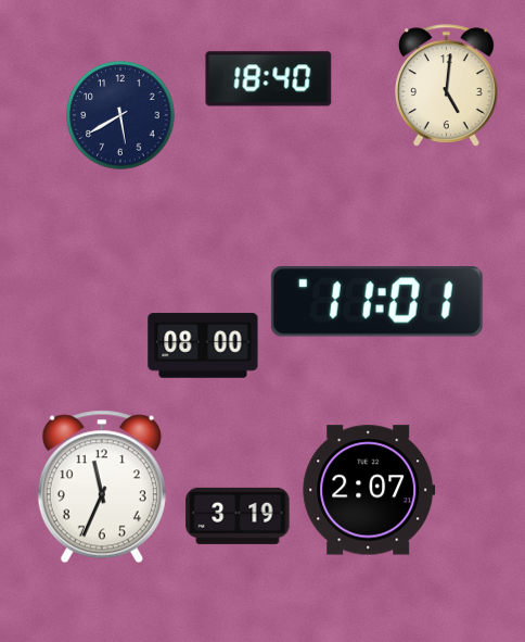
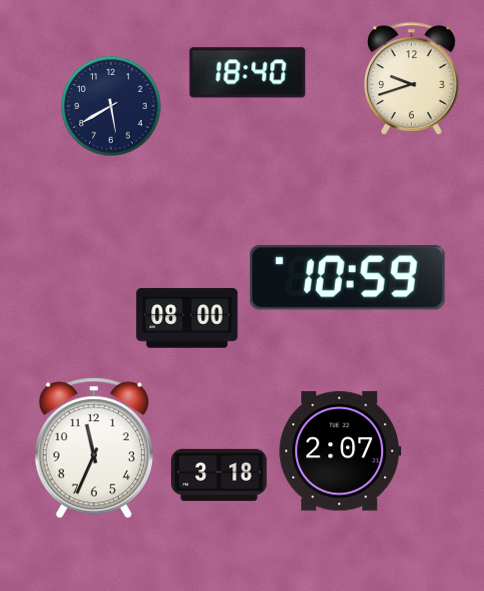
clock at (447, 86): 5:01 -> 9:42
clock at (376, 302): 11:01 -> 10:59
clock at (238, 516): 3:19 -> 3:18
